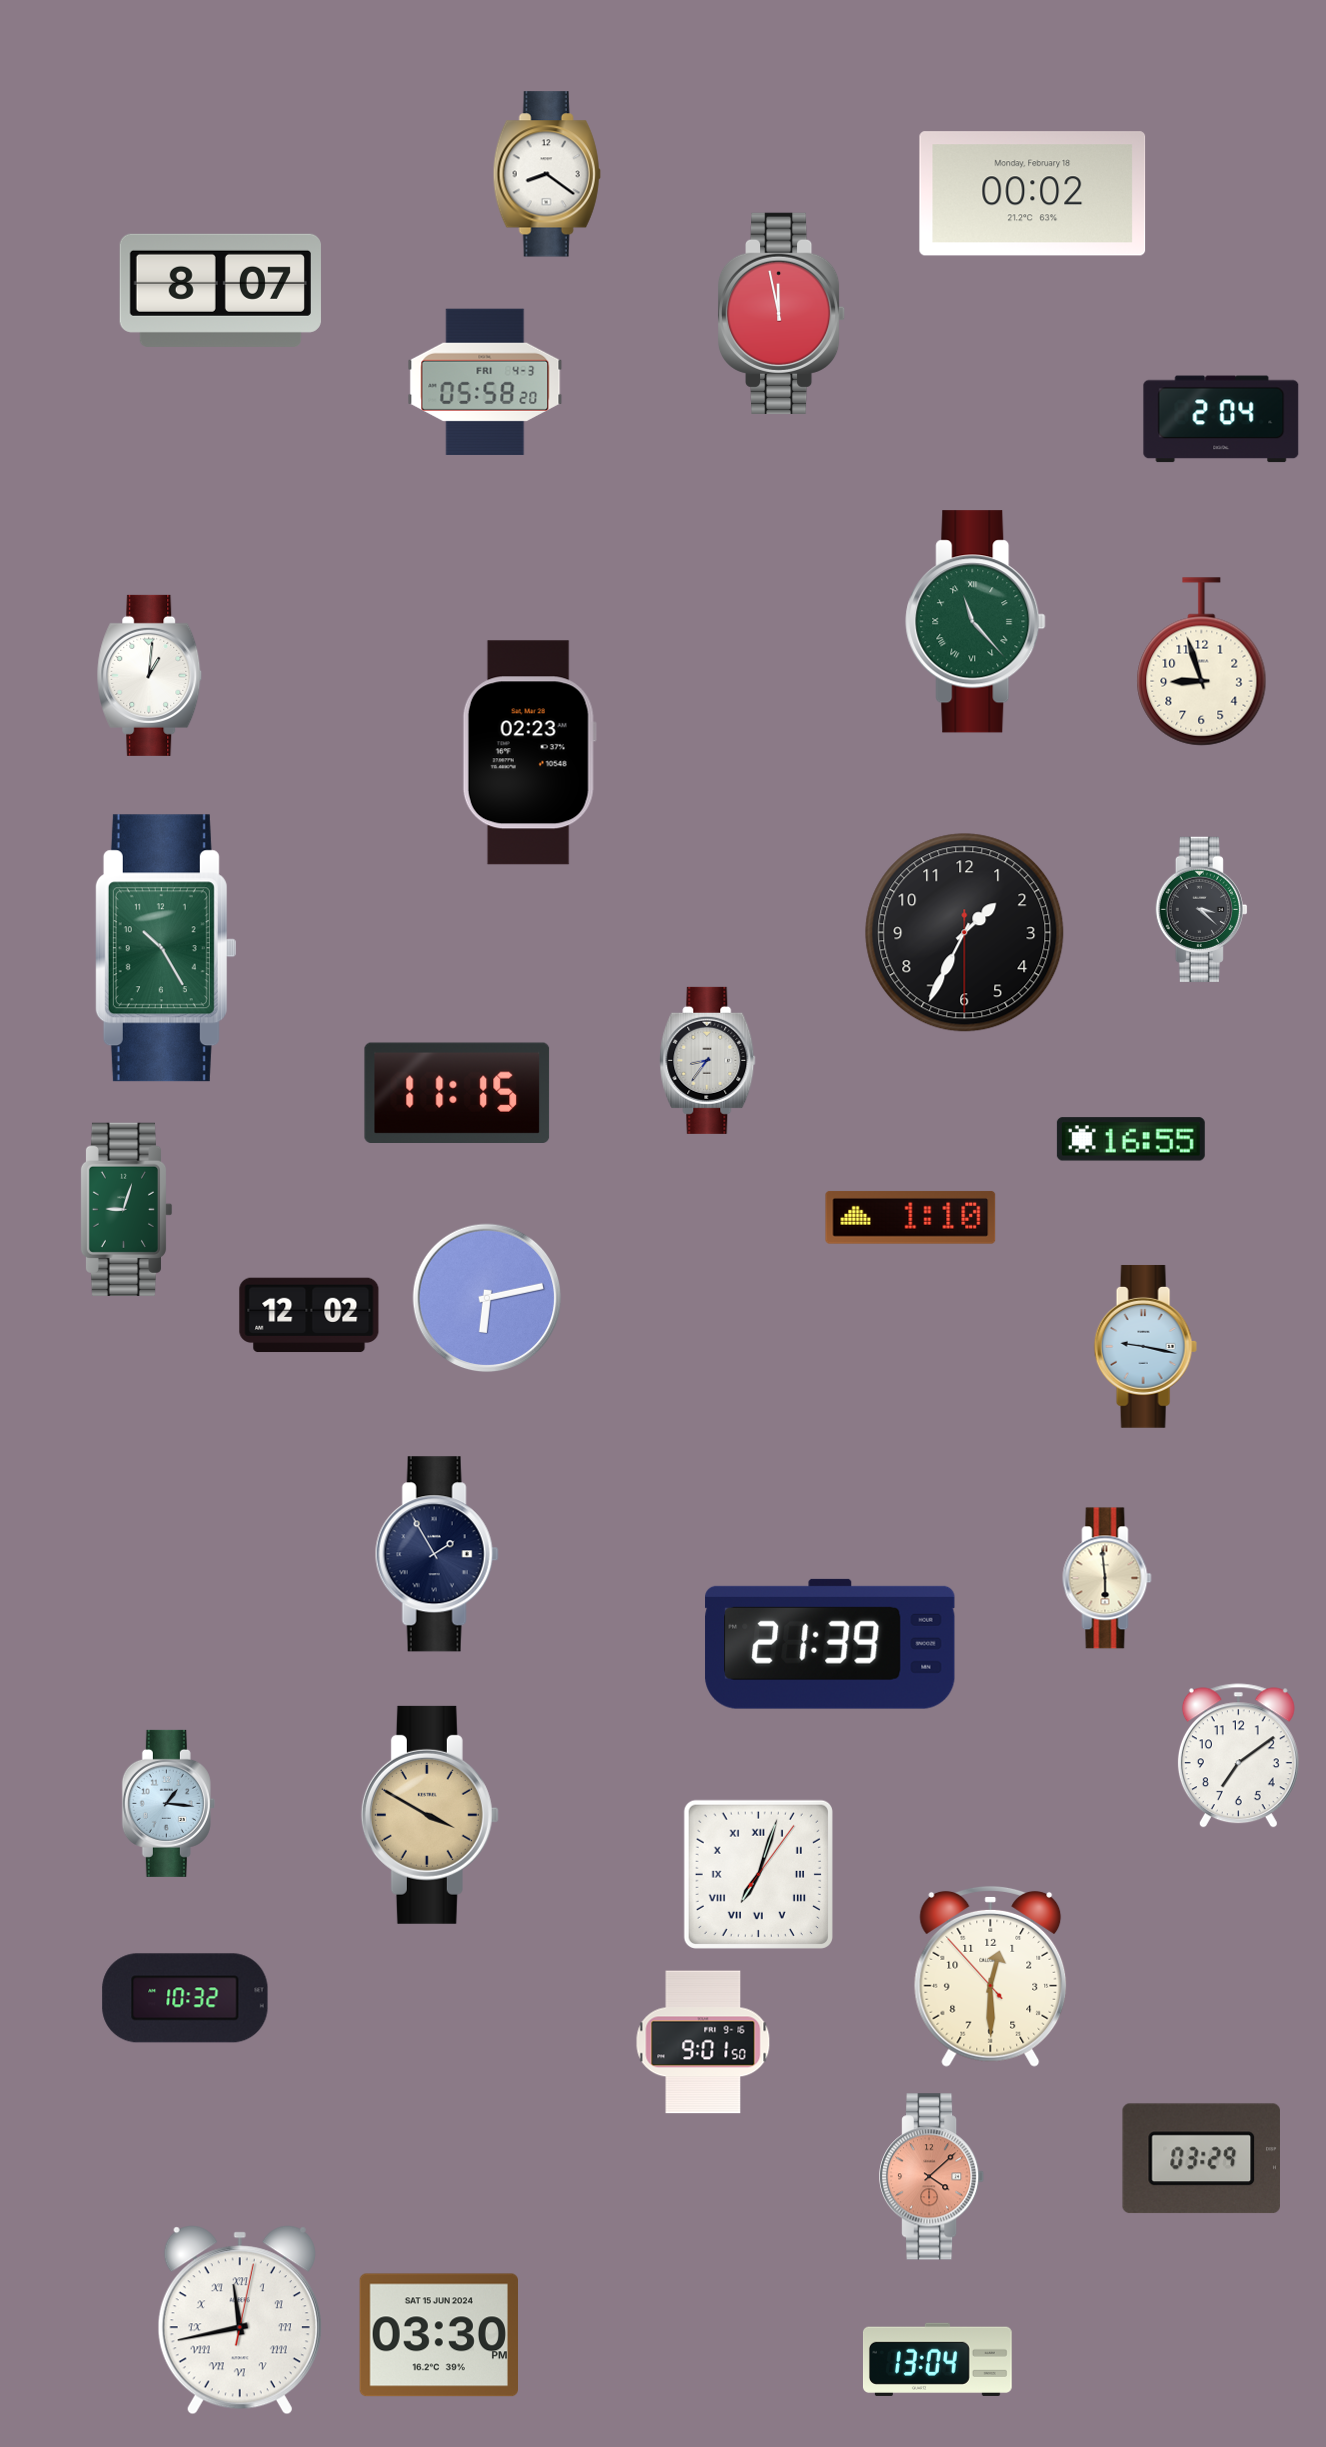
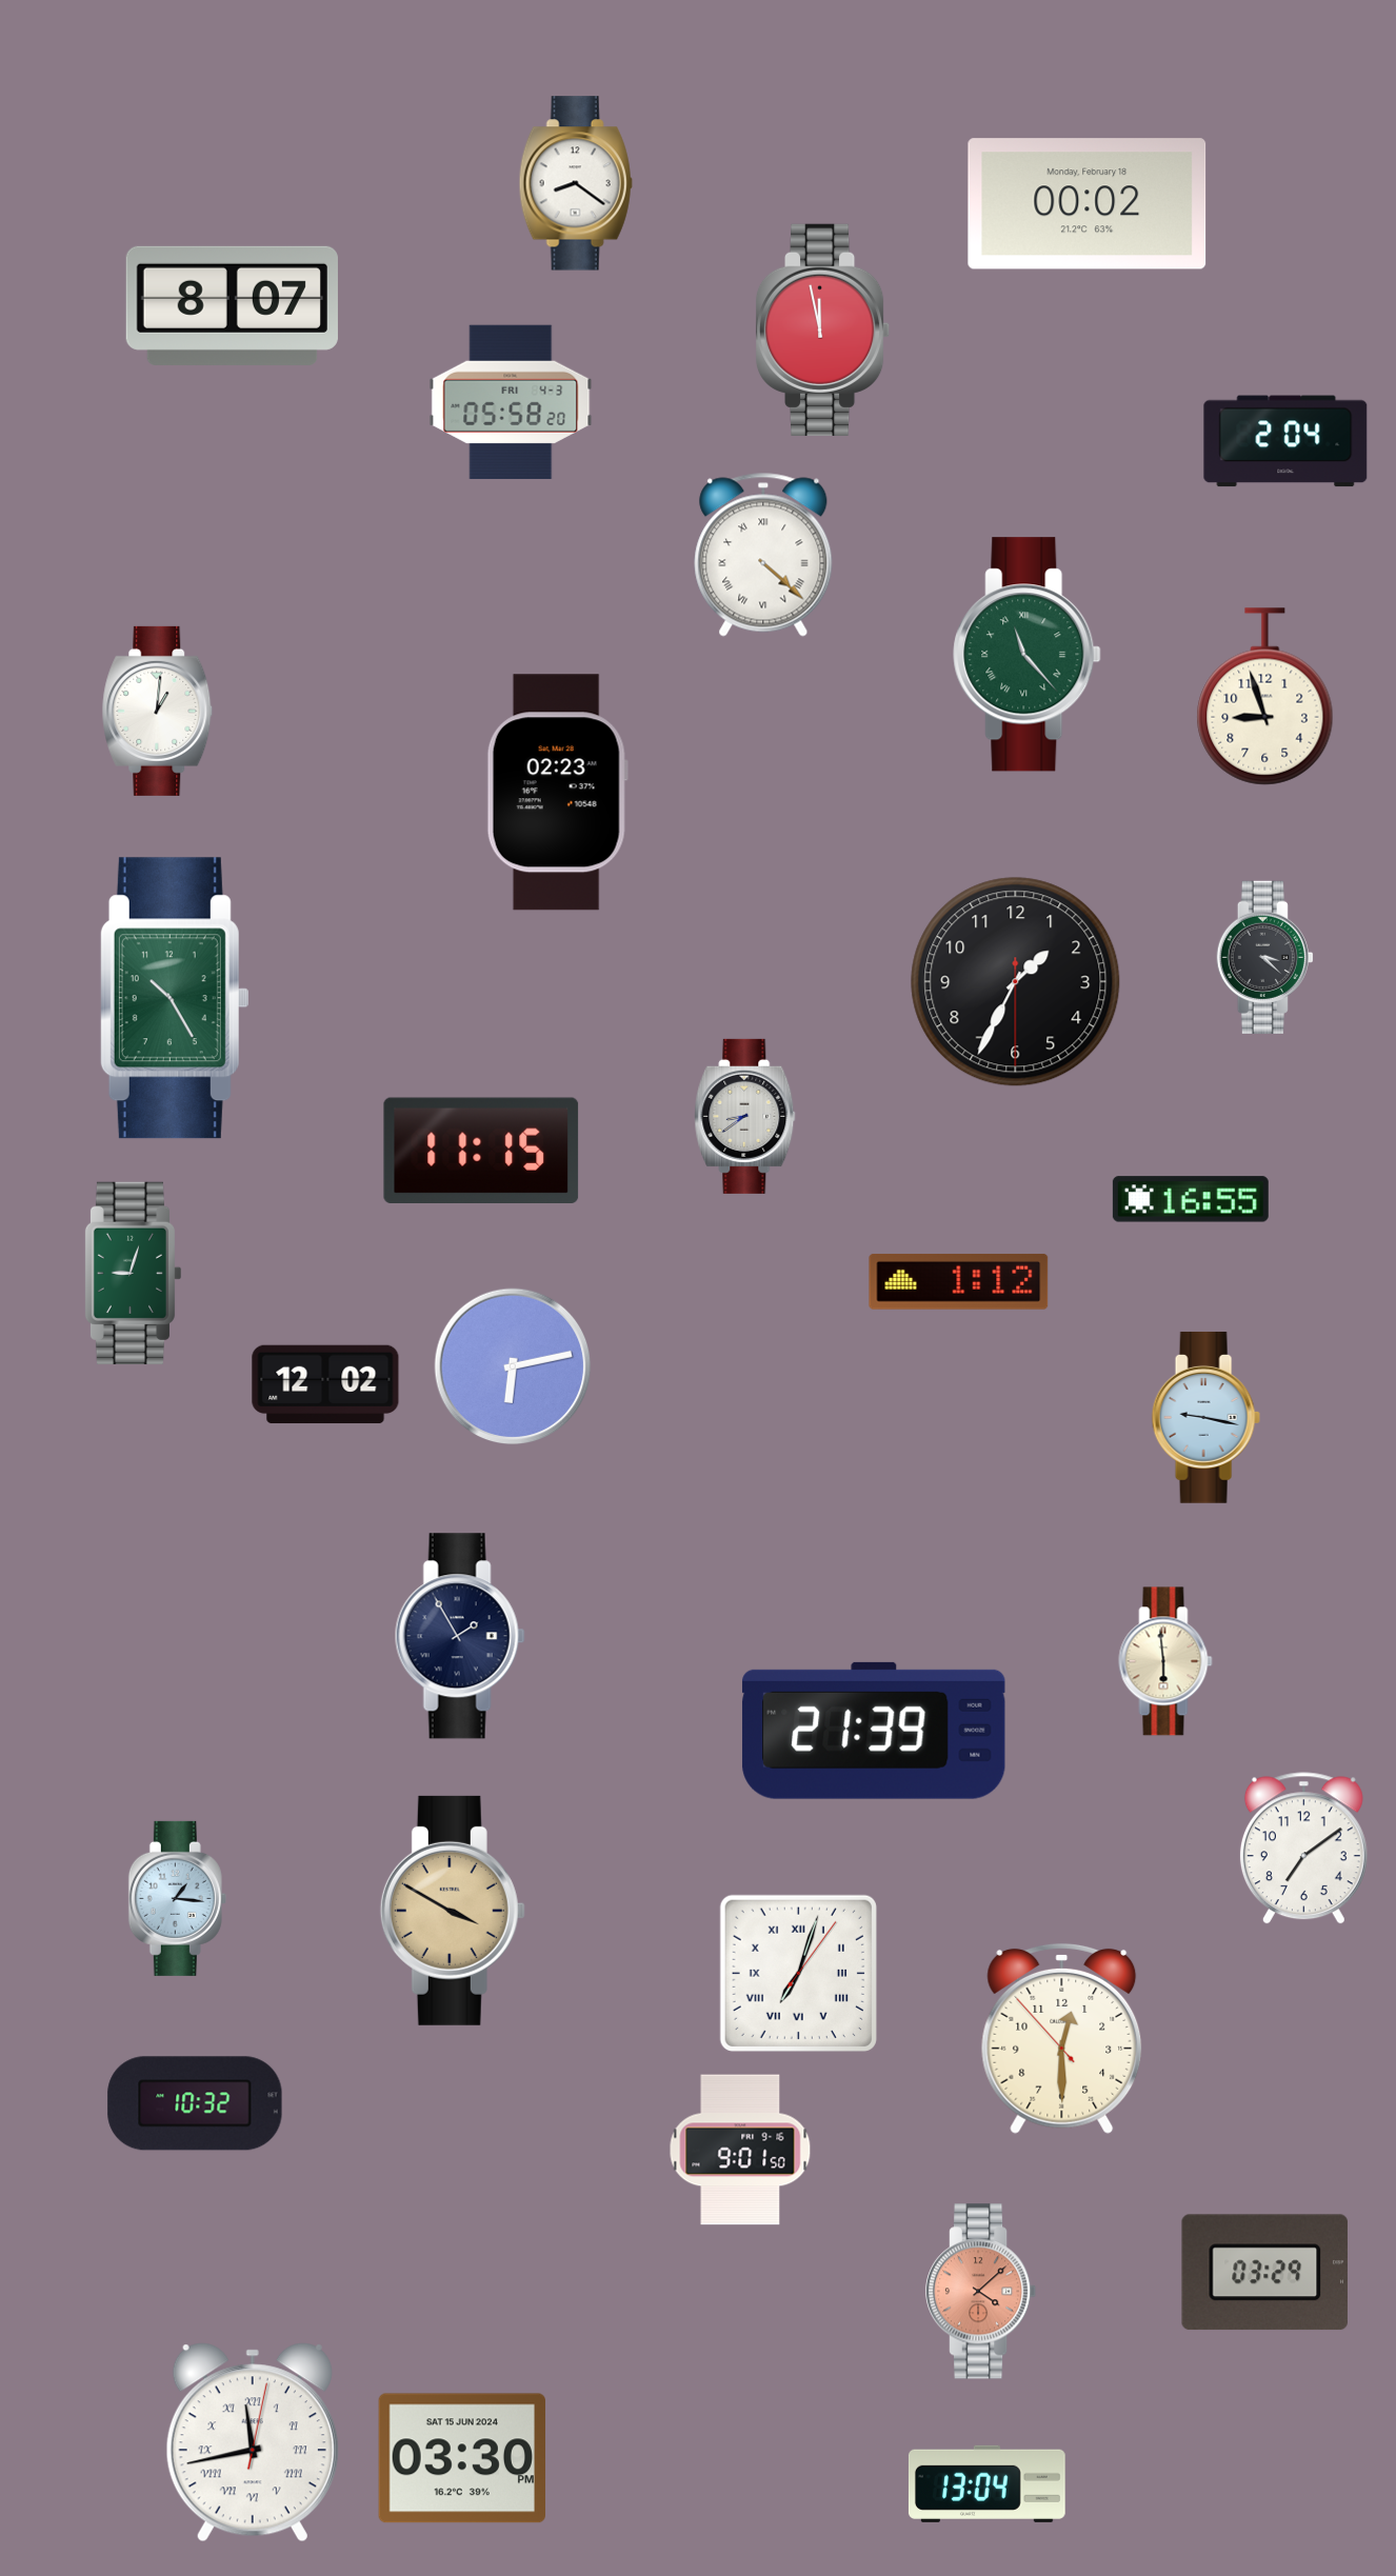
clock at (763, 555): none -> 4:22
clock at (708, 1060): 8:36 -> 8:39
clock at (911, 1217): 1:10 -> 1:12
clock at (991, 1976) position: (991, 1976) -> (1062, 2038)
